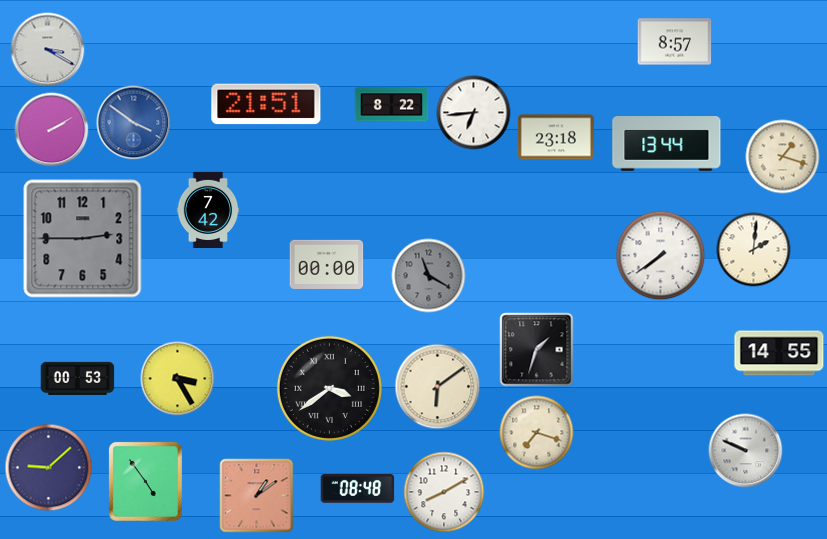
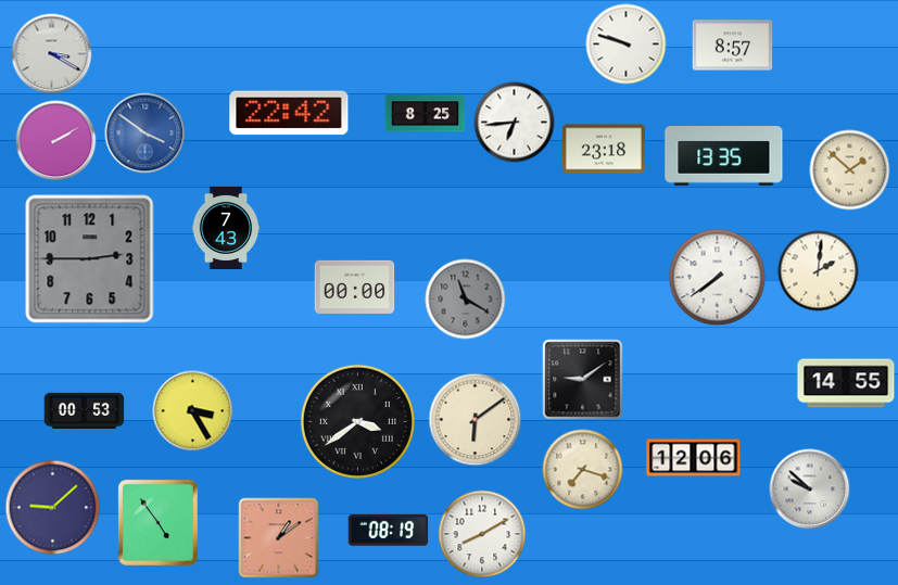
clock at (627, 44): none -> 9:48
clock at (266, 104): 21:51 -> 22:42
clock at (392, 105): 8:22 -> 8:25
clock at (667, 144): 13:44 -> 13:35
clock at (783, 157): 1:18 -> 1:52
clock at (208, 209): 7:42 -> 7:43
clock at (537, 350): 1:33 -> 9:09
clock at (694, 458): none -> 12:06
clock at (746, 451): 9:49 -> 9:52
clock at (358, 489): 08:48 -> 08:19
